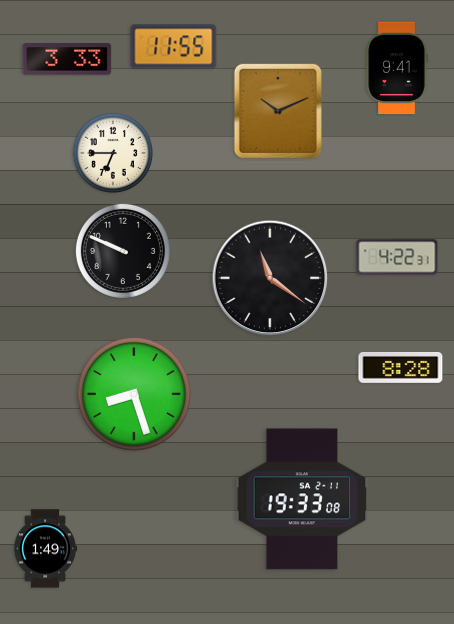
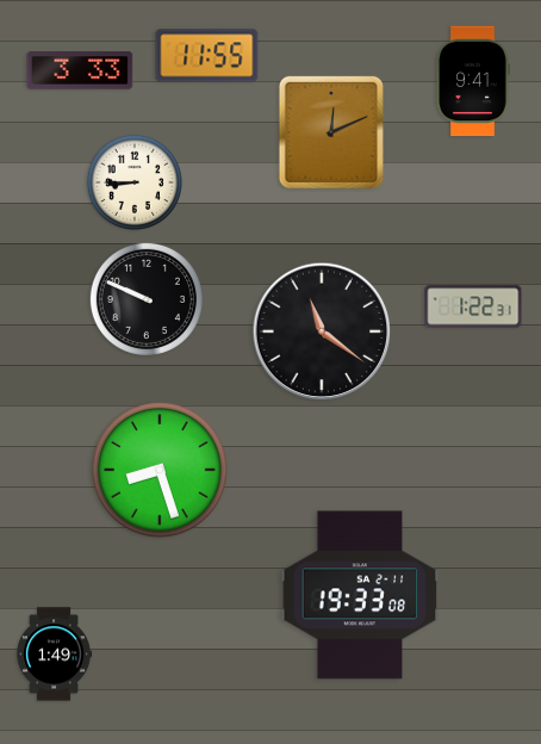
clock at (278, 111): 10:11 -> 12:11
clock at (112, 152): 6:45 -> 8:45
clock at (397, 257): 4:22 -> 1:22
clock at (401, 367): 8:28 -> none
